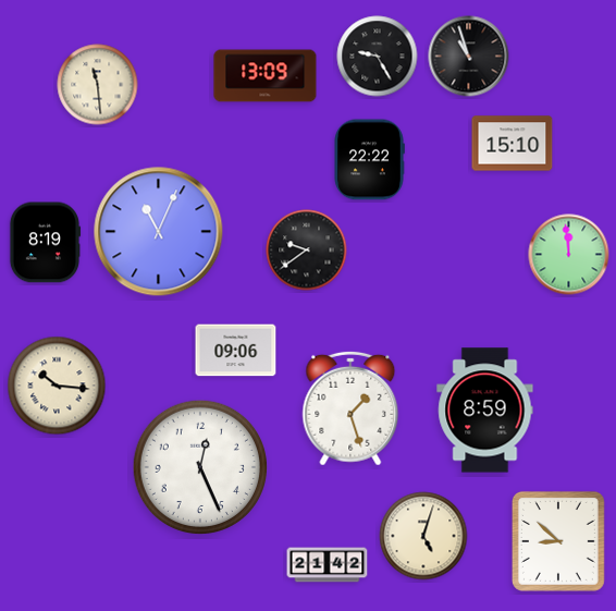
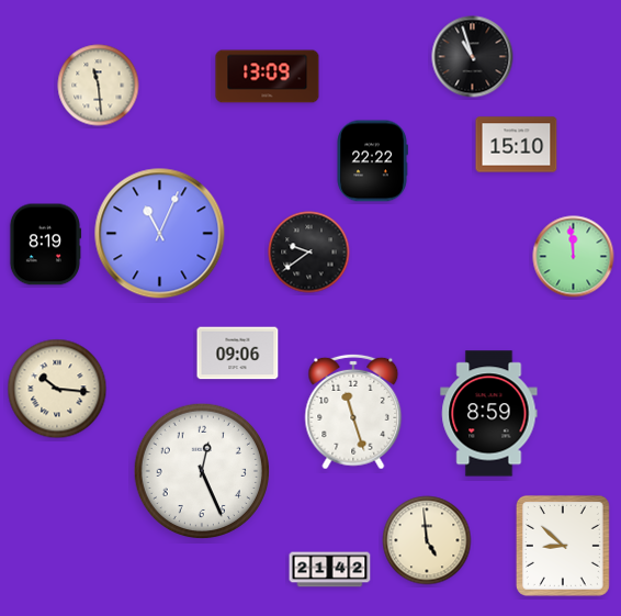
clock at (378, 57): 9:25 -> none
clock at (350, 408): 1:27 -> 11:27
clock at (423, 536): 5:03 -> 4:59
